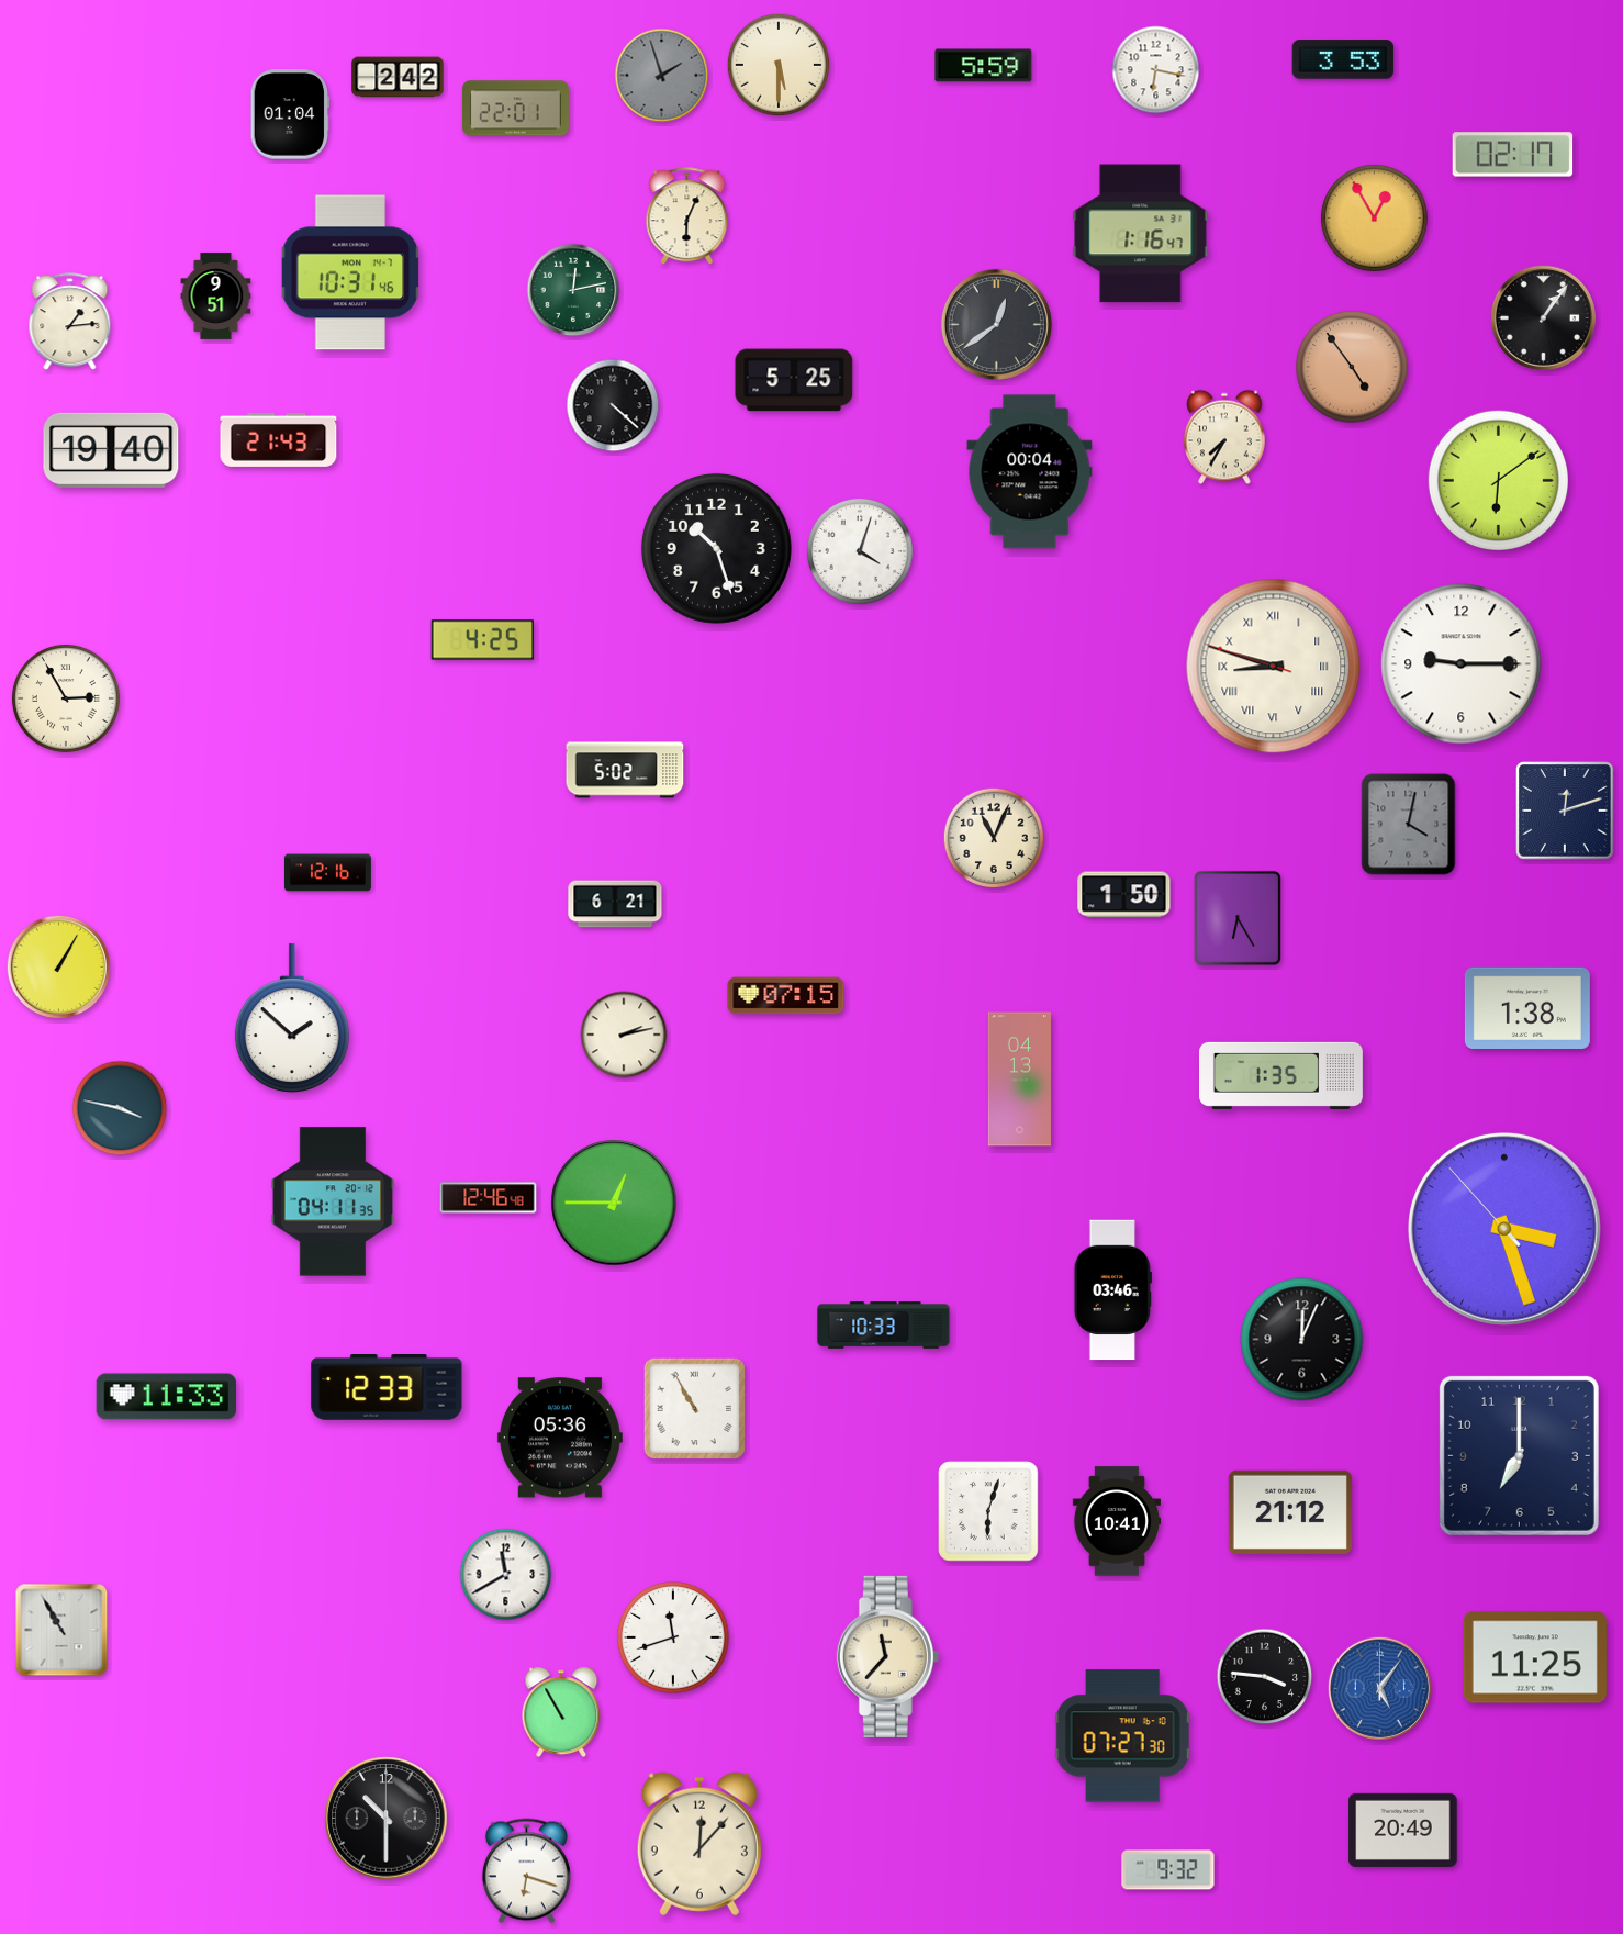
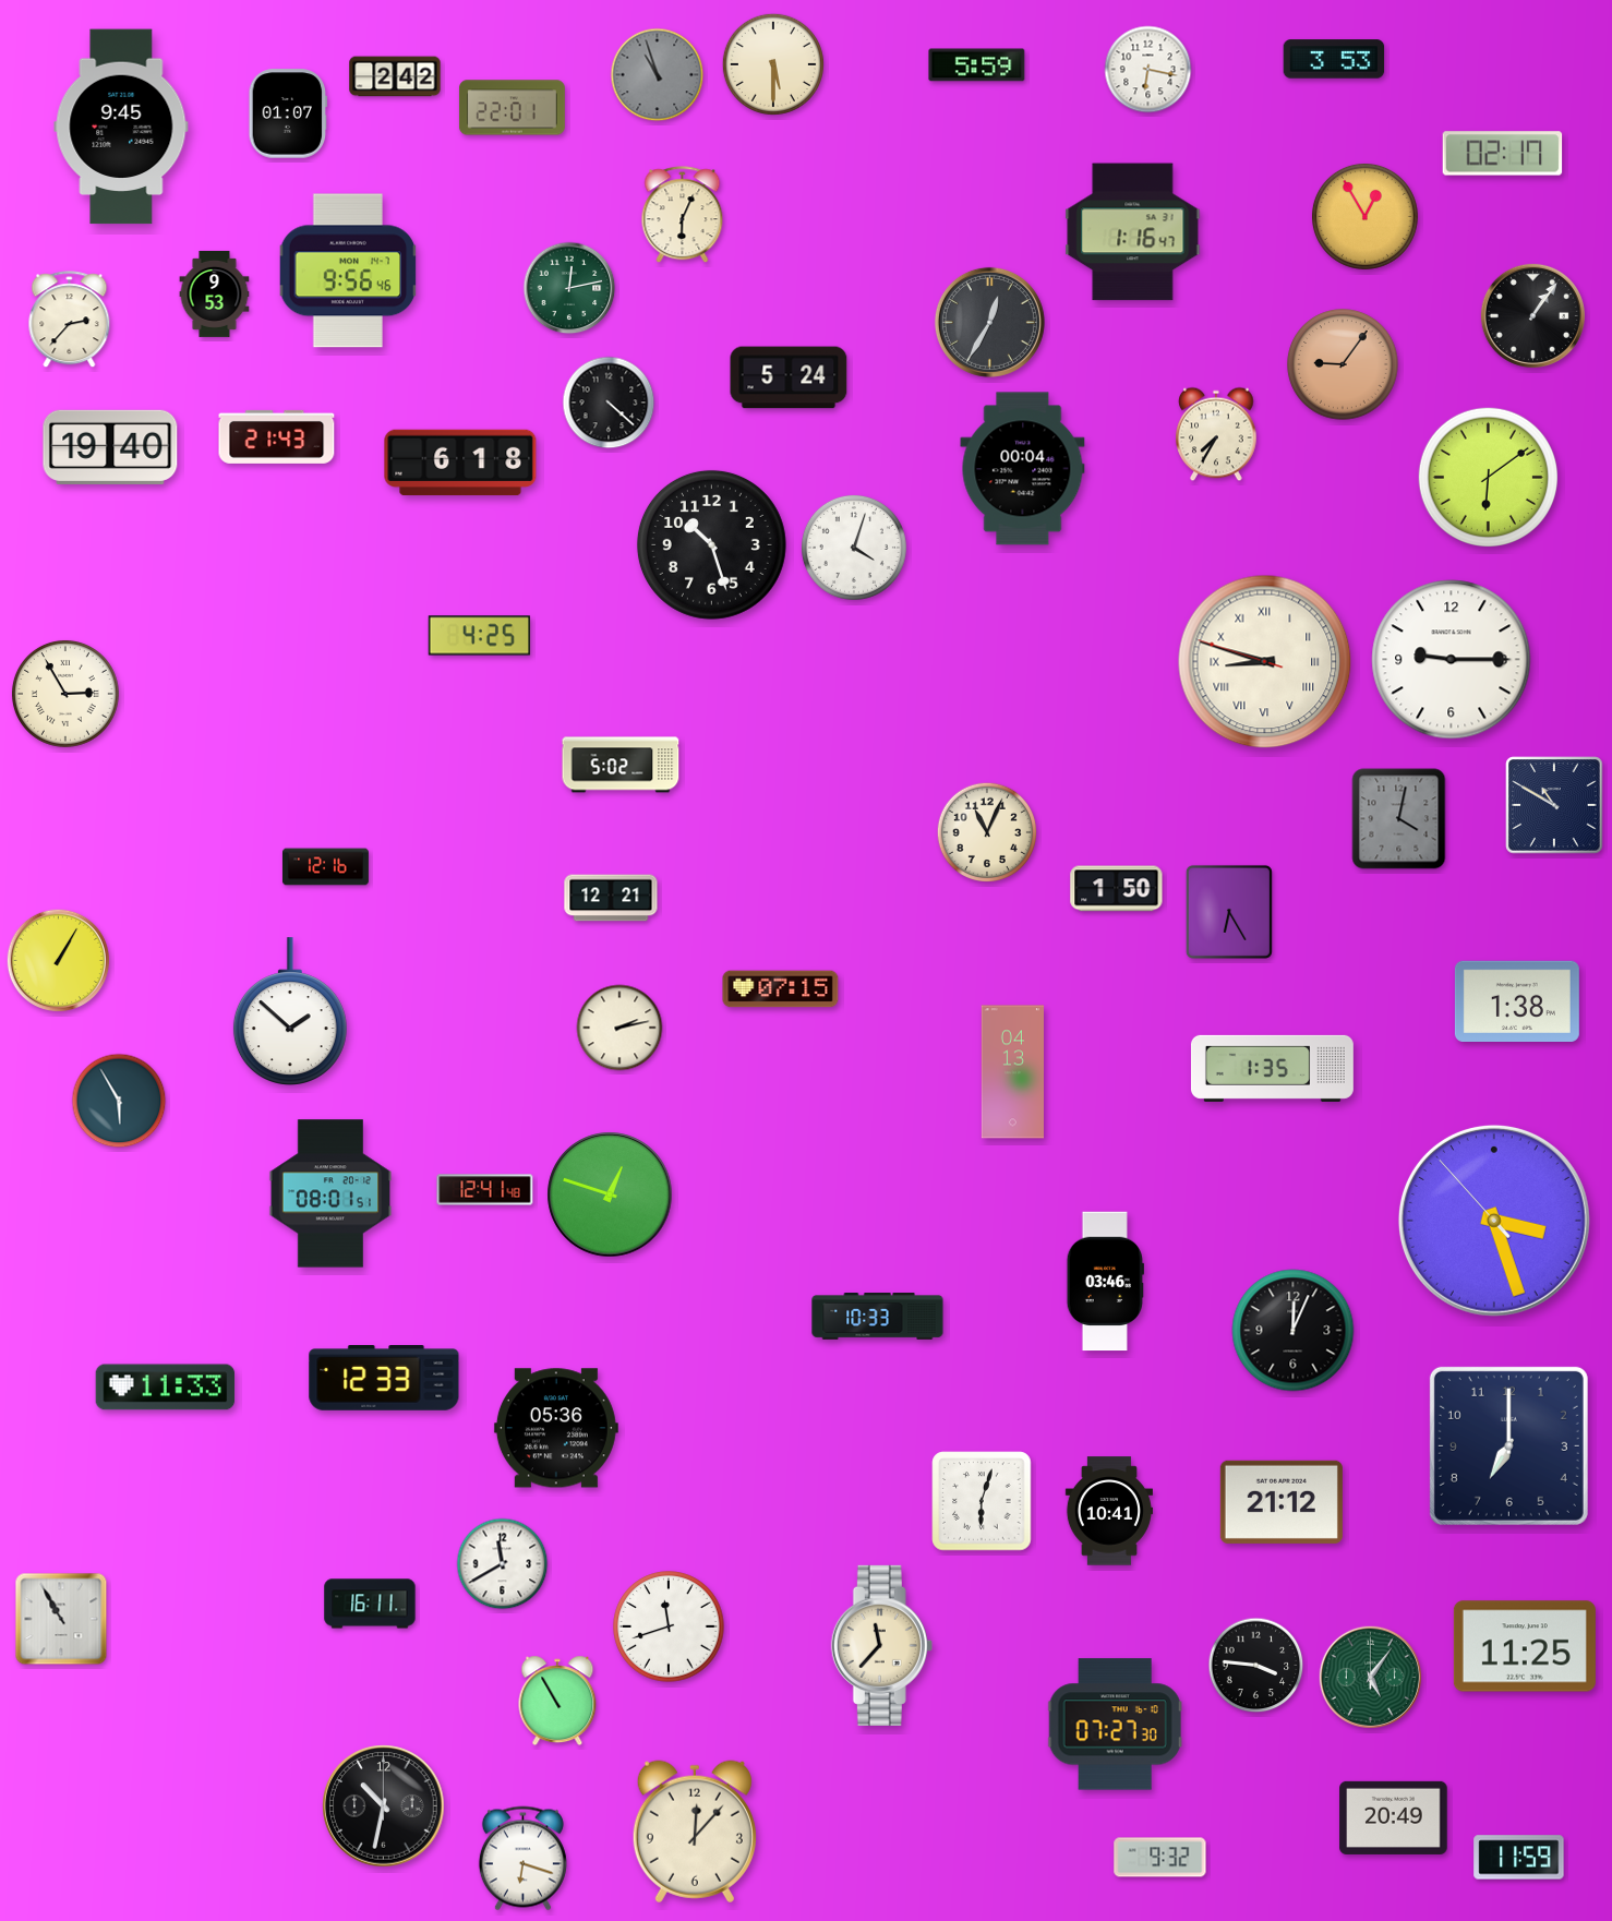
clock at (662, 76): 1:57 -> 10:57
clock at (290, 114): 01:04 -> 01:07
clock at (121, 127): none -> 9:45
clock at (350, 272): 10:31 -> 9:56
clock at (216, 295): 9:51 -> 9:53
clock at (70, 322): 1:14 -> 2:37
clock at (996, 324): 12:39 -> 12:35
clock at (1352, 367): 4:54 -> 9:06
clock at (794, 380): 5:25 -> 5:24
clock at (460, 463): none -> 6:18
clock at (1565, 811): 12:12 -> 10:50
clock at (615, 904): 6:21 -> 12:21
clock at (120, 1108): 3:47 -> 5:55
clock at (489, 1198): 12:46 -> 12:41
clock at (333, 1201): 04:11 -> 08:01
clock at (614, 1203): 12:45 -> 12:48
clock at (694, 1408): 10:55 -> none
clock at (370, 1604): none -> 16:11
clock at (1379, 1688) dial: blue -> green
clock at (387, 1819): 10:30 -> 10:32
clock at (1519, 1858): none -> 11:59
